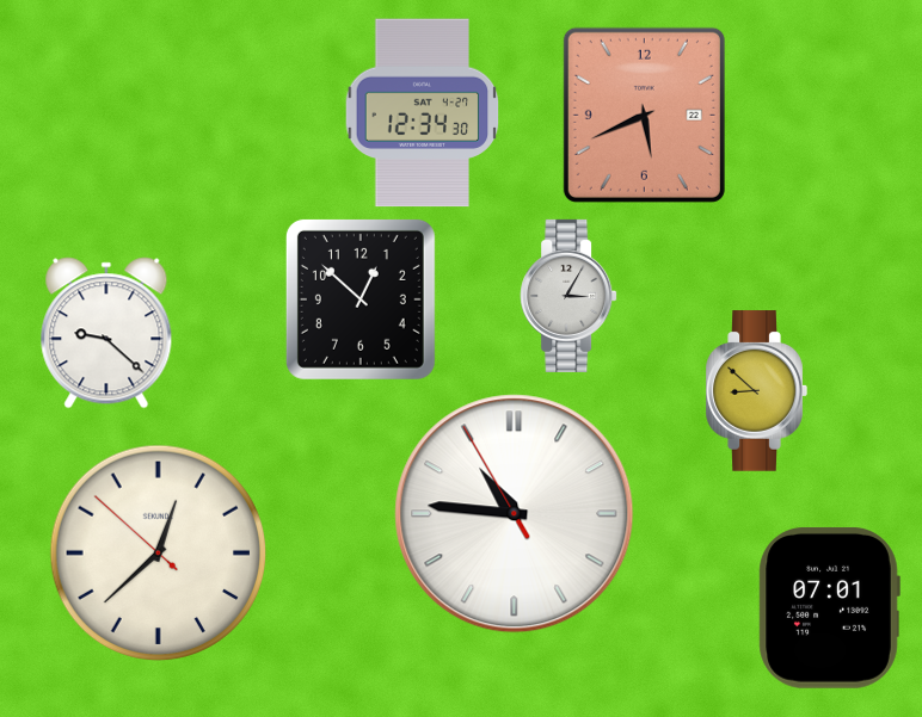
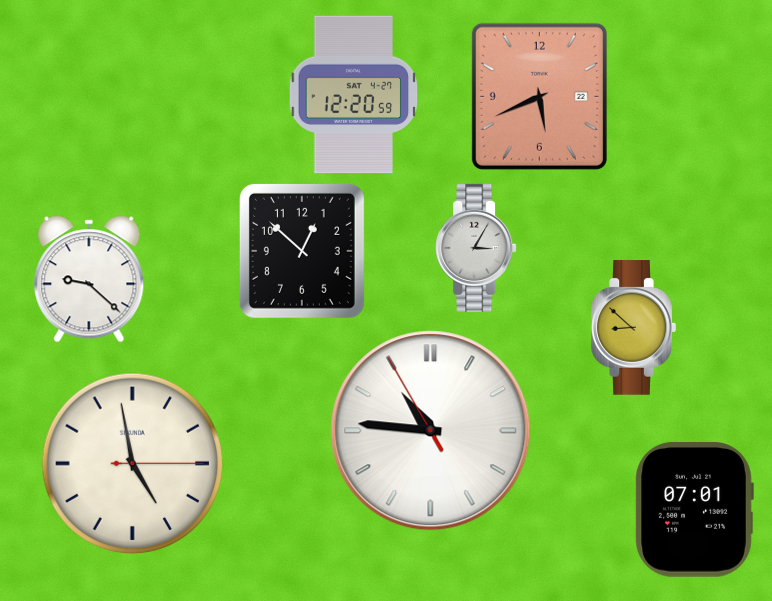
clock at (423, 113): 12:34 -> 12:20
clock at (159, 554): 12:37 -> 4:58
